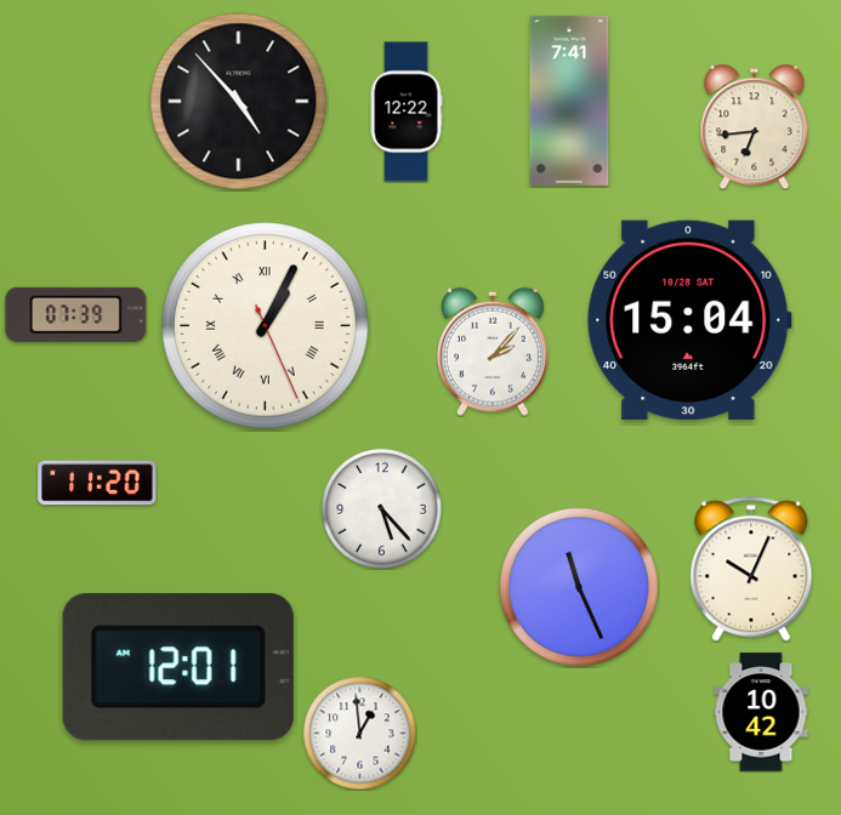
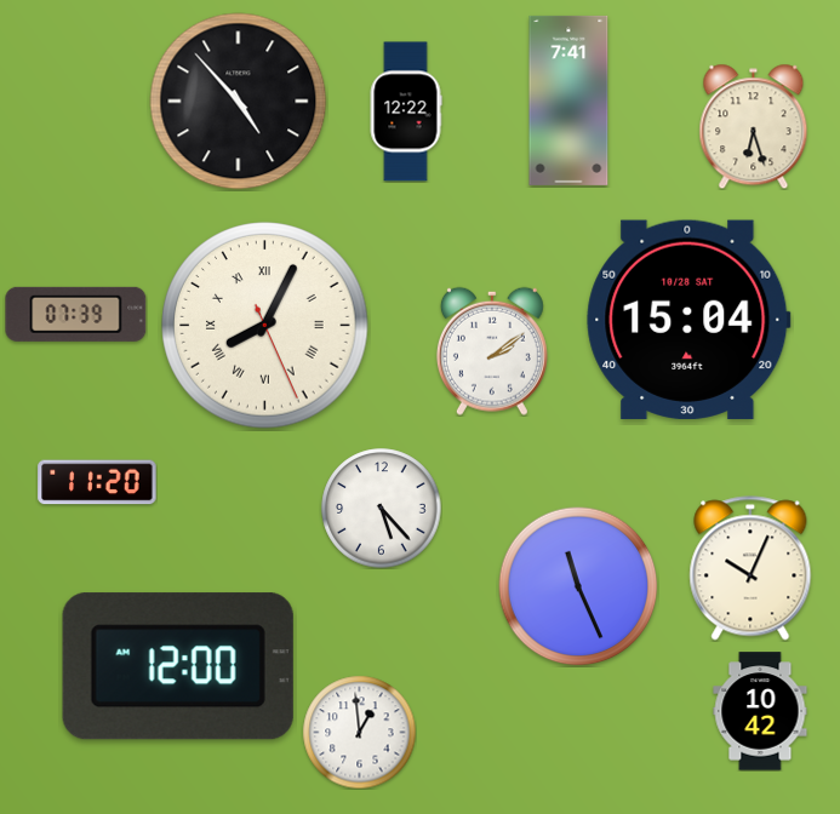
clock at (755, 126): 6:44 -> 6:27
clock at (266, 326): 1:04 -> 8:04
clock at (493, 352): 2:07 -> 2:09
clock at (178, 667): 12:01 -> 12:00
